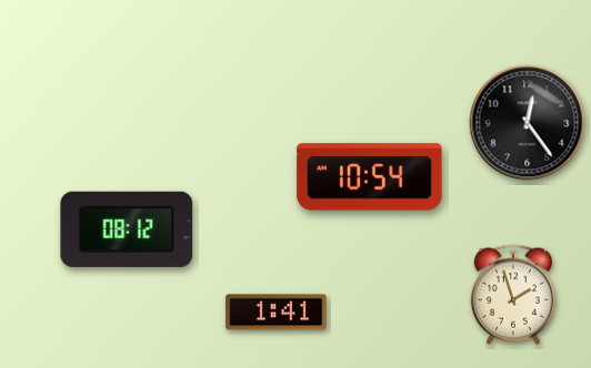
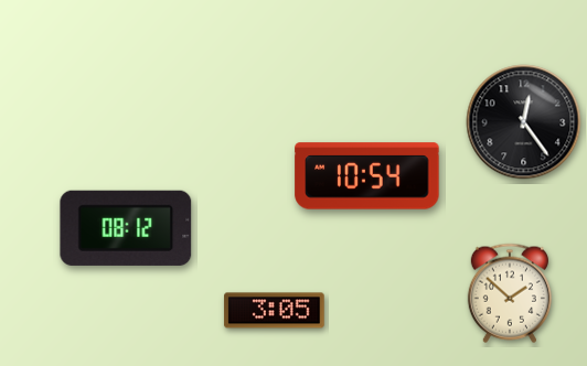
clock at (513, 295): 1:57 -> 1:52
clock at (277, 313): 1:41 -> 3:05
